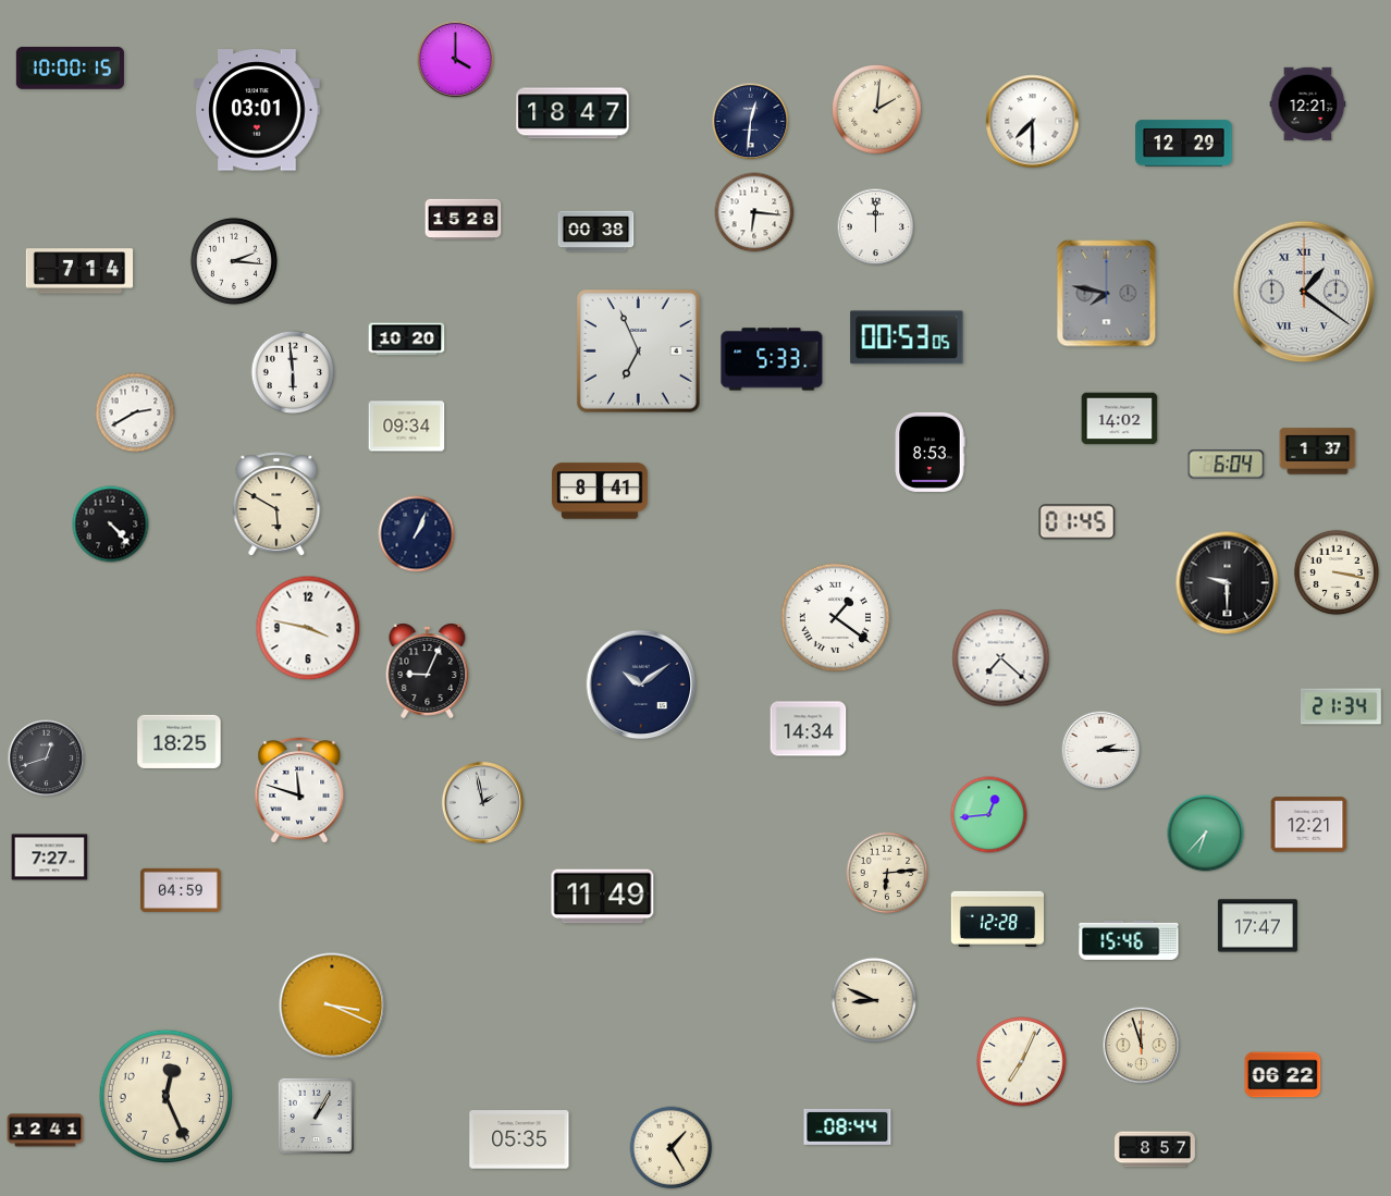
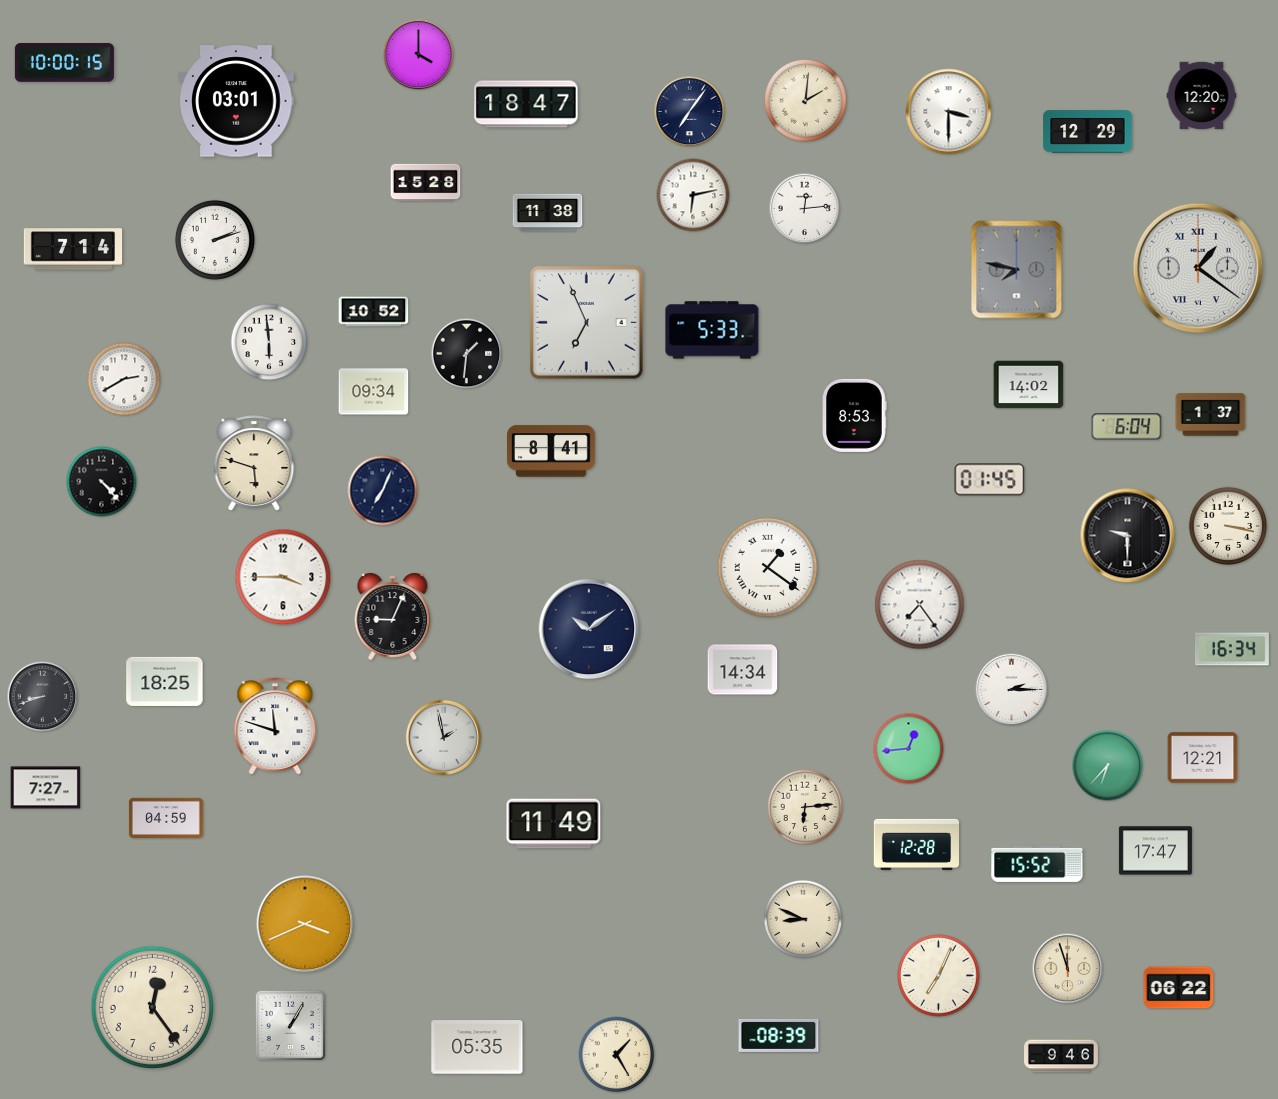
clock at (1308, 104): 12:21 -> 12:20
clock at (751, 122): 12:31 -> 7:06
clock at (1033, 122): 7:30 -> 3:30
clock at (754, 212): 6:16 -> 6:13
clock at (464, 220) position: (464, 220) -> (426, 183)
clock at (876, 227): 12:00 -> 12:14
clock at (596, 232): 00:38 -> 11:38
clock at (234, 261): 2:16 -> 2:12
clock at (907, 337): 00:53 -> none
clock at (407, 340): 10:20 -> 10:52
clock at (772, 359) position: (772, 359) -> (712, 330)
clock at (467, 354): none -> 1:31
clock at (276, 504): 5:50 -> 5:48
clock at (417, 534): 1:04 -> 7:04
clock at (308, 628): 3:47 -> 3:45
clock at (1001, 658): 7:22 -> 7:24
clock at (1341, 706): 21:34 -> 16:34
clock at (47, 759): 12:42 -> 8:42
clock at (887, 873) position: (887, 873) -> (805, 807)
clock at (1129, 940): 15:46 -> 15:52
clock at (332, 1006): 3:19 -> 3:41
clock at (1142, 1046) position: (1142, 1046) -> (1068, 969)
clock at (165, 1096): 12:26 -> 12:24
clock at (848, 1126): 08:44 -> 08:39
clock at (46, 1131): 12:41 -> none
clock at (1156, 1149): 8:57 -> 9:46
